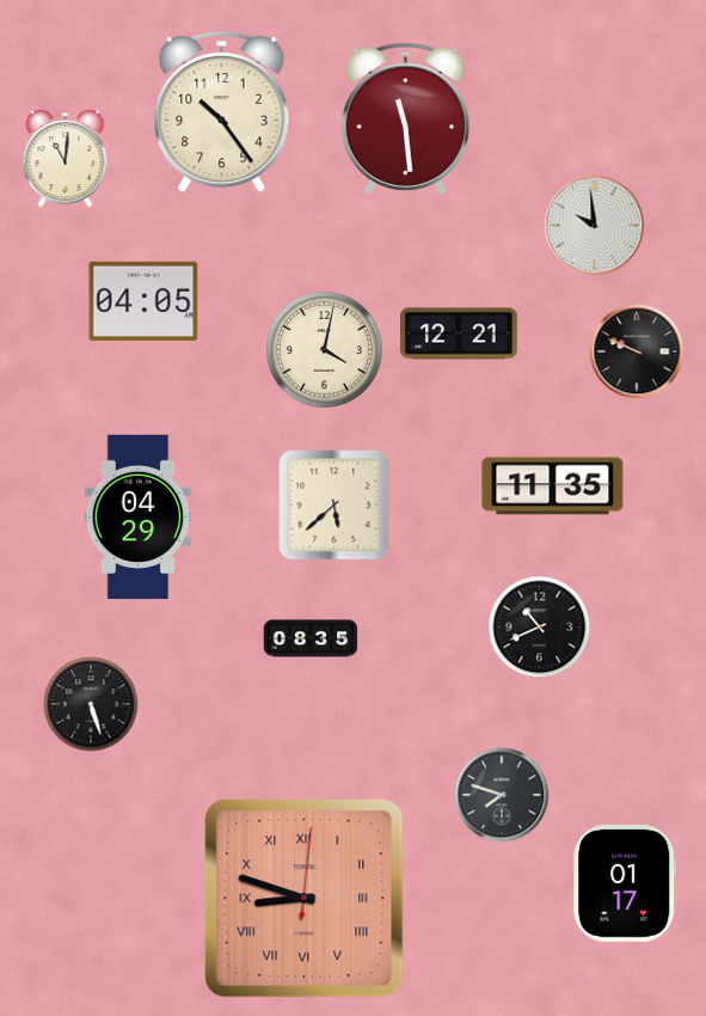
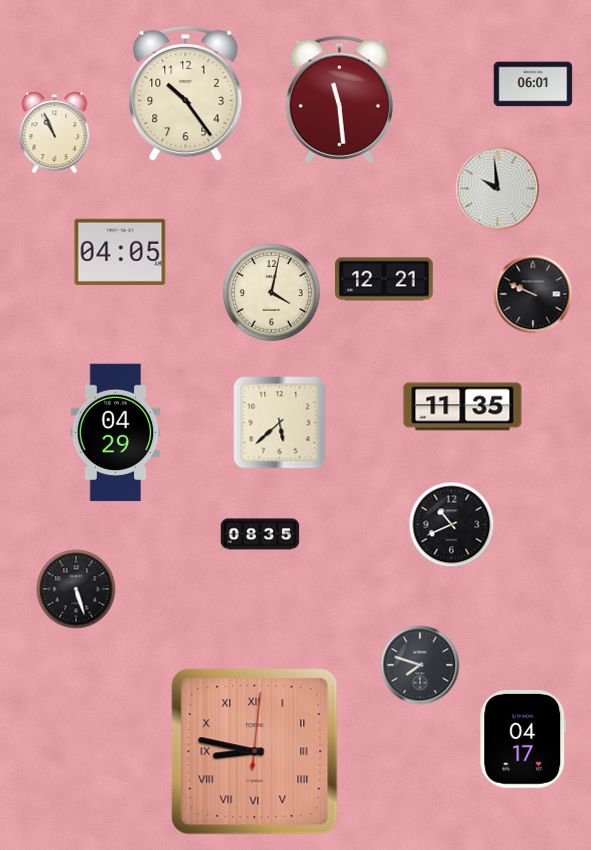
clock at (533, 84): none -> 06:01
clock at (66, 159): 11:01 -> 10:56
clock at (625, 885): 01:17 -> 04:17
clock at (305, 899): 8:48 -> 8:47
